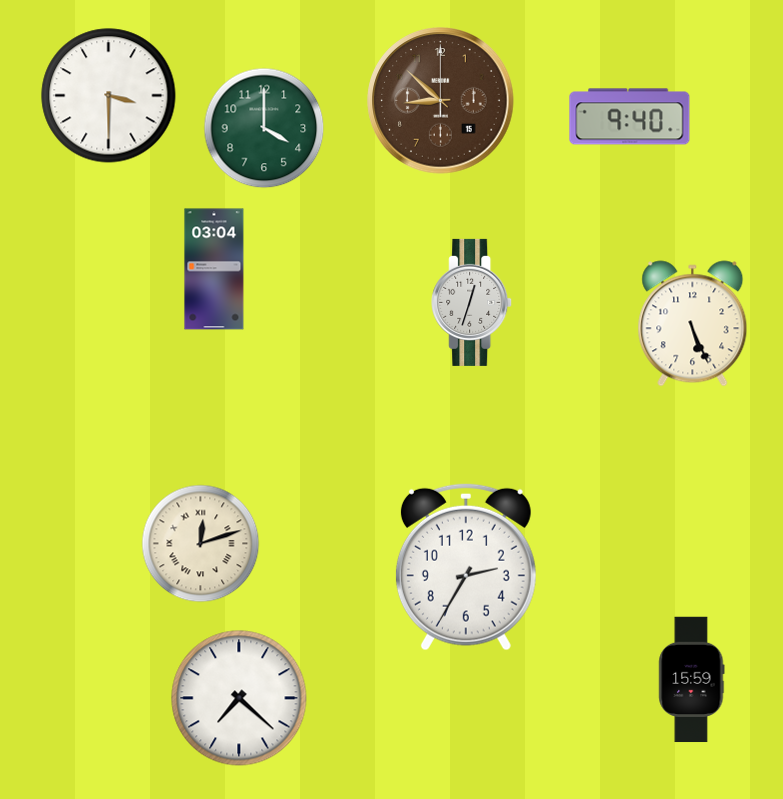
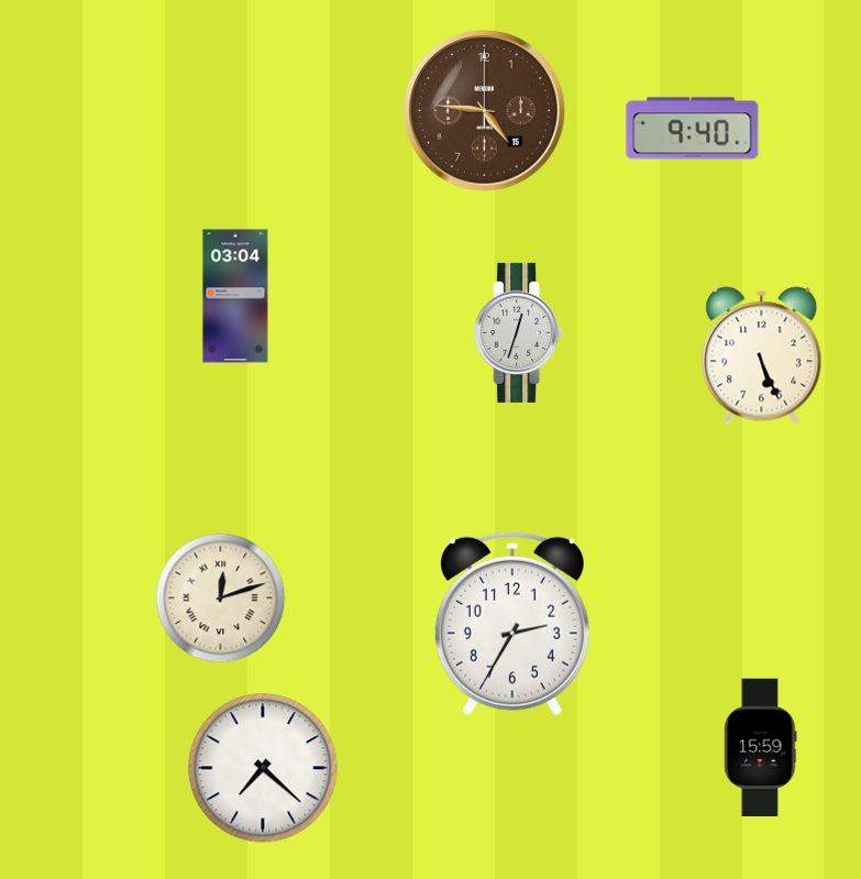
clock at (109, 96): 3:30 -> none
clock at (441, 101): 8:52 -> 4:46
clock at (264, 128): 4:00 -> none
